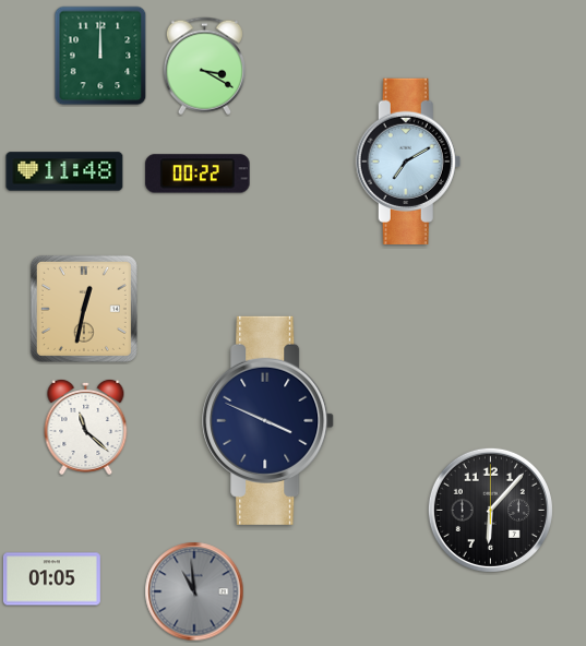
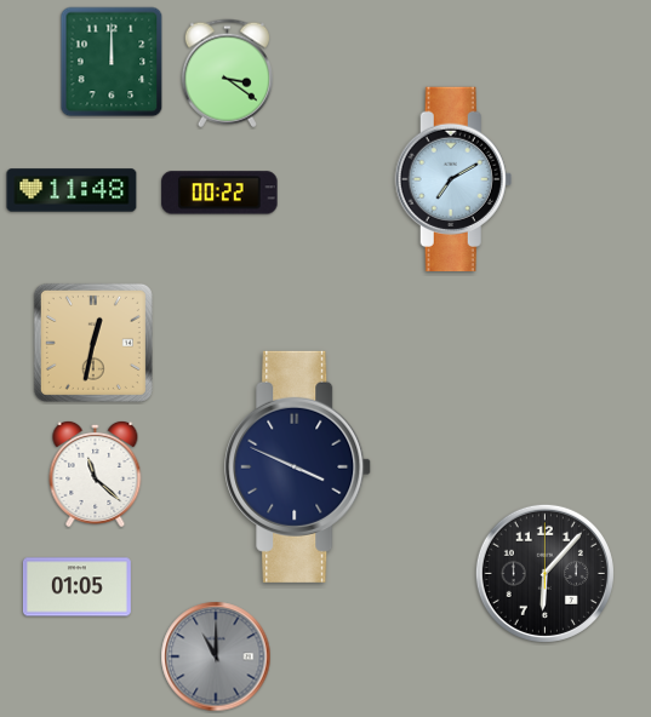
clock at (204, 67): 3:20 -> 3:21
clock at (490, 510) position: (490, 510) -> (544, 573)
clock at (51, 579) position: (51, 579) -> (76, 587)
clock at (194, 591): 10:59 -> 11:00
